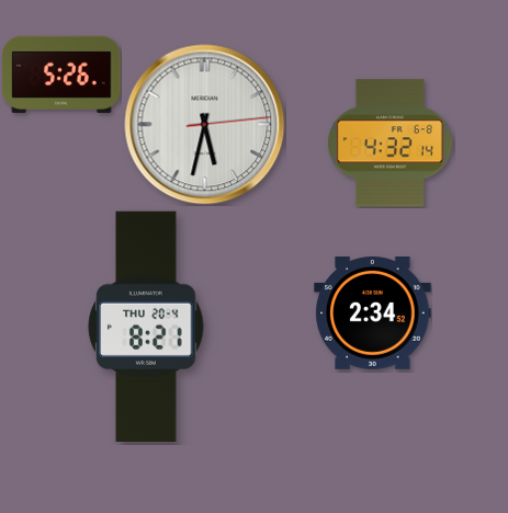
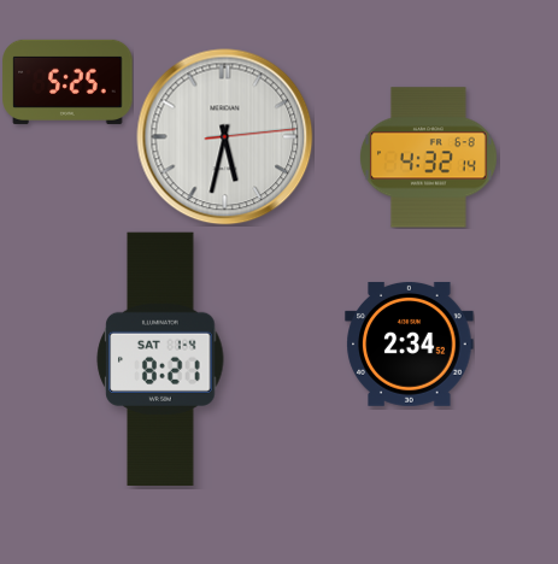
clock at (61, 75): 5:26 -> 5:25
clock at (146, 326) date: THU 20-4 -> SAT 1-4
